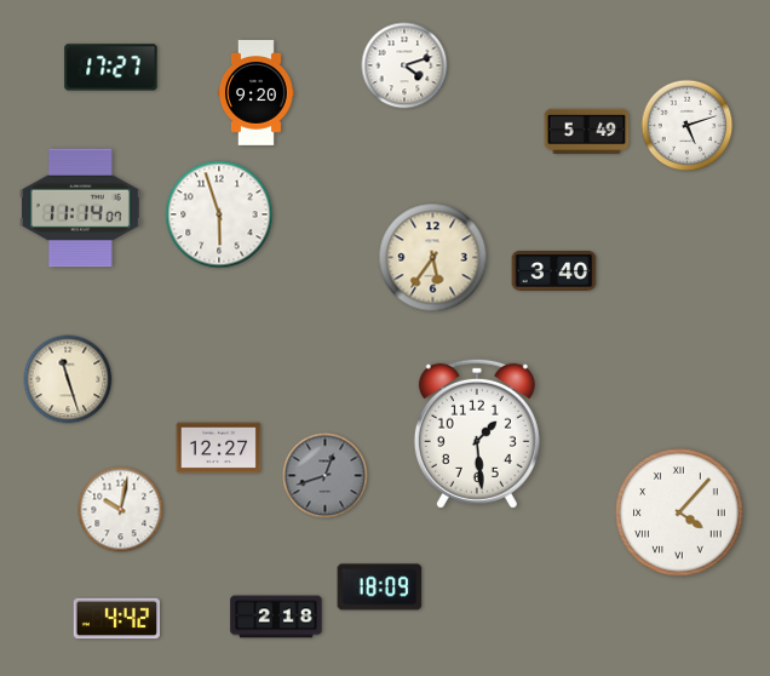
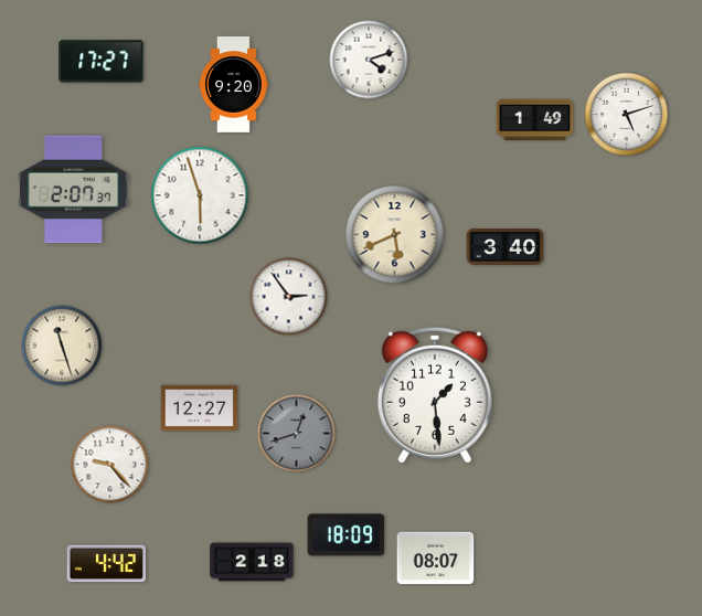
clock at (587, 132): 5:49 -> 1:49
clock at (81, 208): 11:14 -> 2:07
clock at (433, 258): 5:36 -> 5:41
clock at (289, 297): none -> 2:54
clock at (121, 510): 10:02 -> 9:23
clock at (679, 512): 4:07 -> none
clock at (436, 559): none -> 08:07
